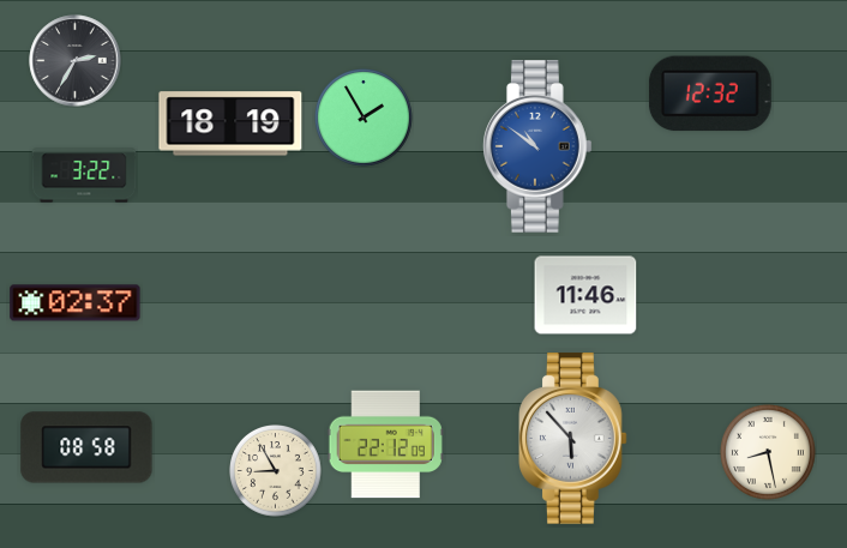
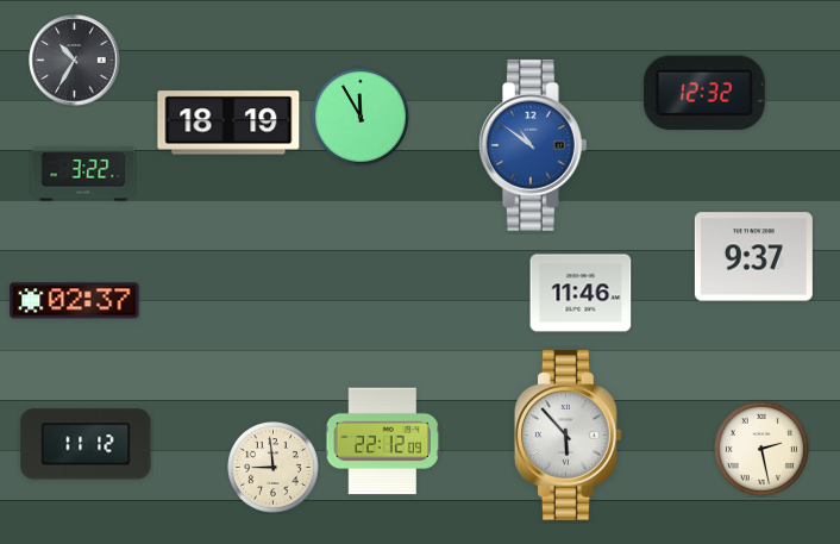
clock at (76, 61): 2:35 -> 10:35
clock at (364, 118): 1:55 -> 11:55
clock at (753, 257): none -> 9:37
clock at (86, 447): 08:58 -> 11:12
clock at (769, 453): 8:28 -> 2:28
clock at (276, 471): 8:55 -> 8:59
